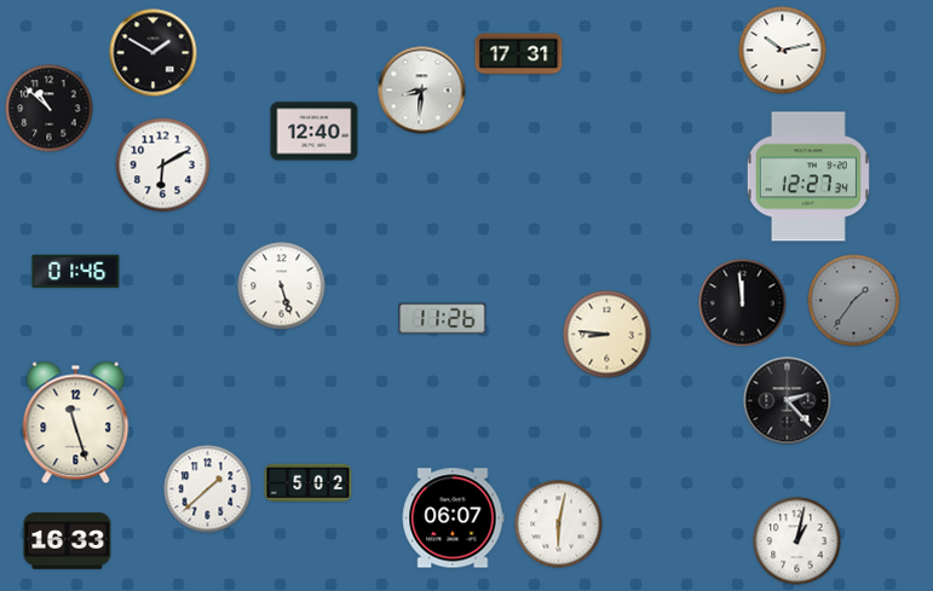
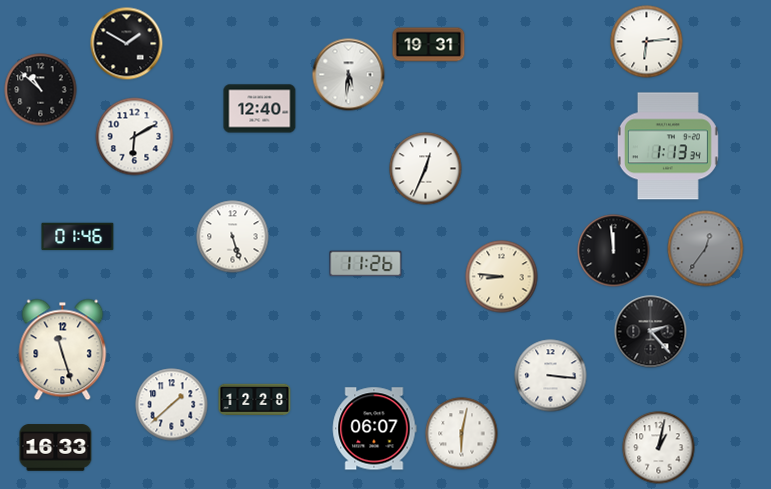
clock at (783, 51): 10:13 -> 6:14
clock at (519, 54): 17:31 -> 19:31
clock at (422, 91): 8:31 -> 5:31
clock at (808, 176): 12:27 -> 1:13
clock at (426, 169): none -> 12:34
clock at (76, 272) position: (76, 272) -> (78, 237)
clock at (854, 301): 1:36 -> 12:36
clock at (551, 376): none -> 3:16
clock at (309, 482): 5:02 -> 12:28
